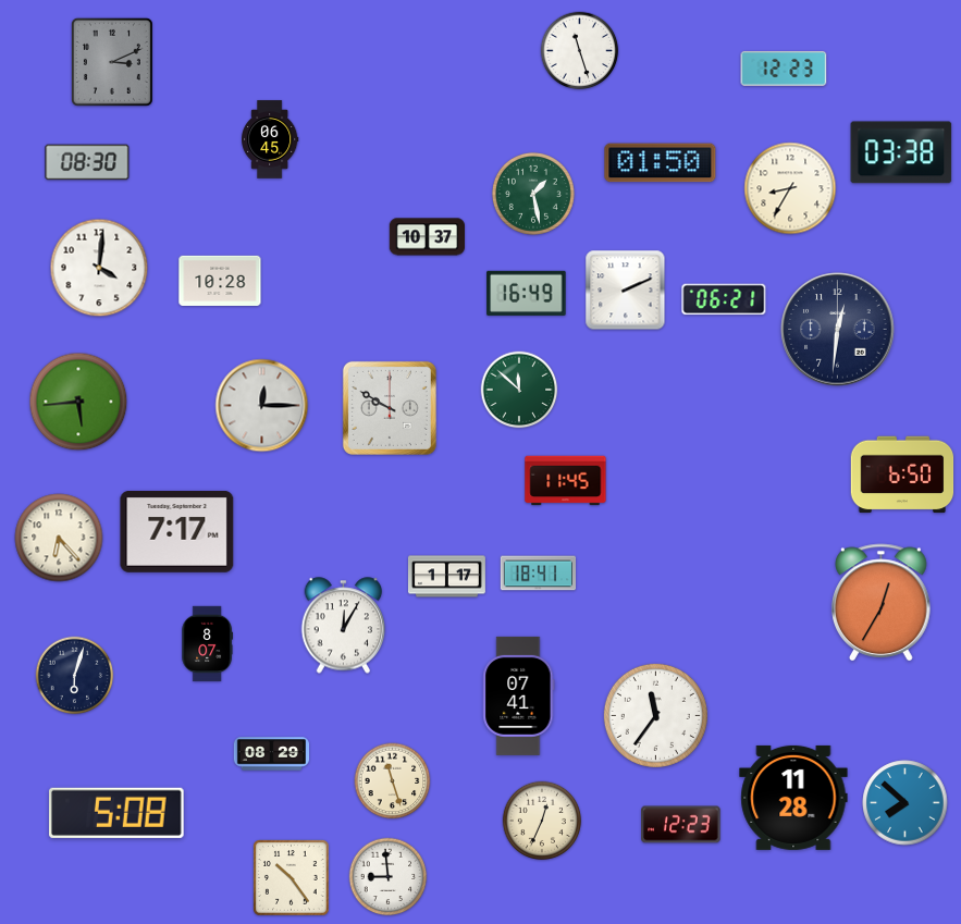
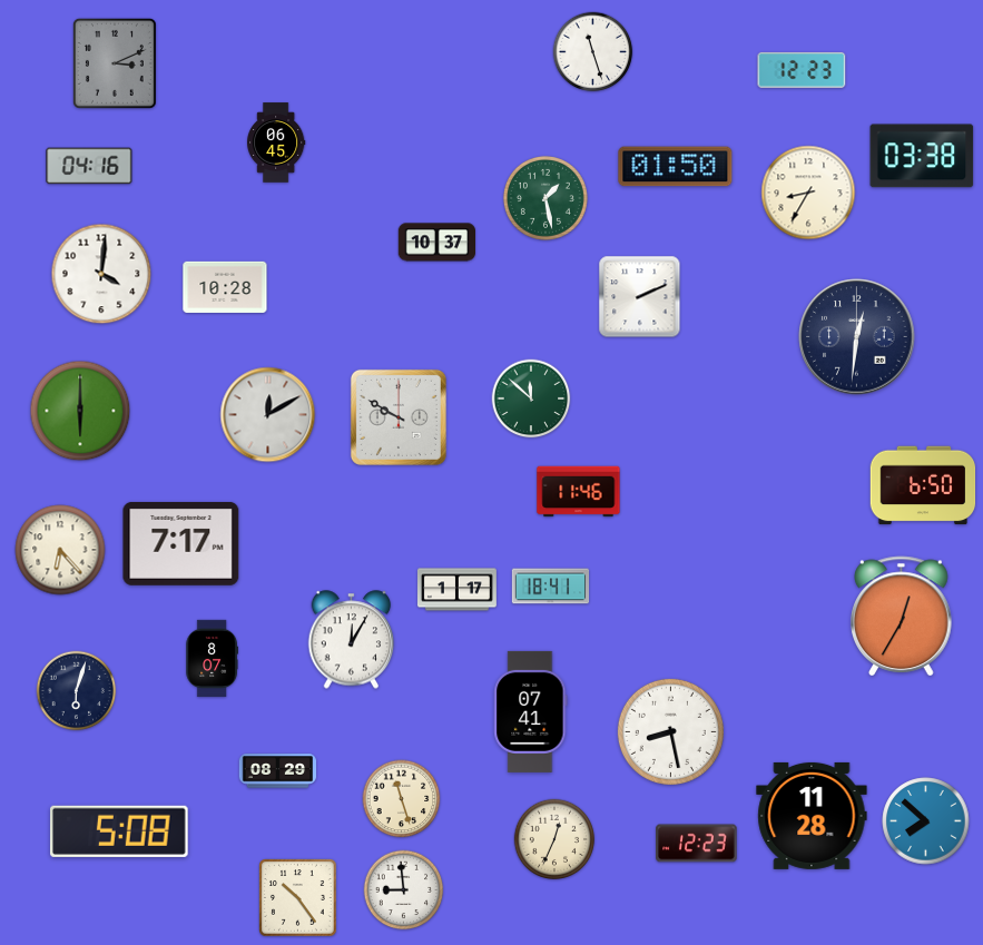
clock at (87, 162): 08:30 -> 04:16
clock at (527, 293): 16:49 -> none
clock at (724, 299): 06:21 -> none
clock at (78, 402): 5:44 -> 6:00
clock at (262, 406): 12:15 -> 12:10
clock at (566, 481): 11:45 -> 11:46
clock at (655, 715): 11:36 -> 8:28
clock at (389, 877) position: (389, 877) -> (404, 890)
